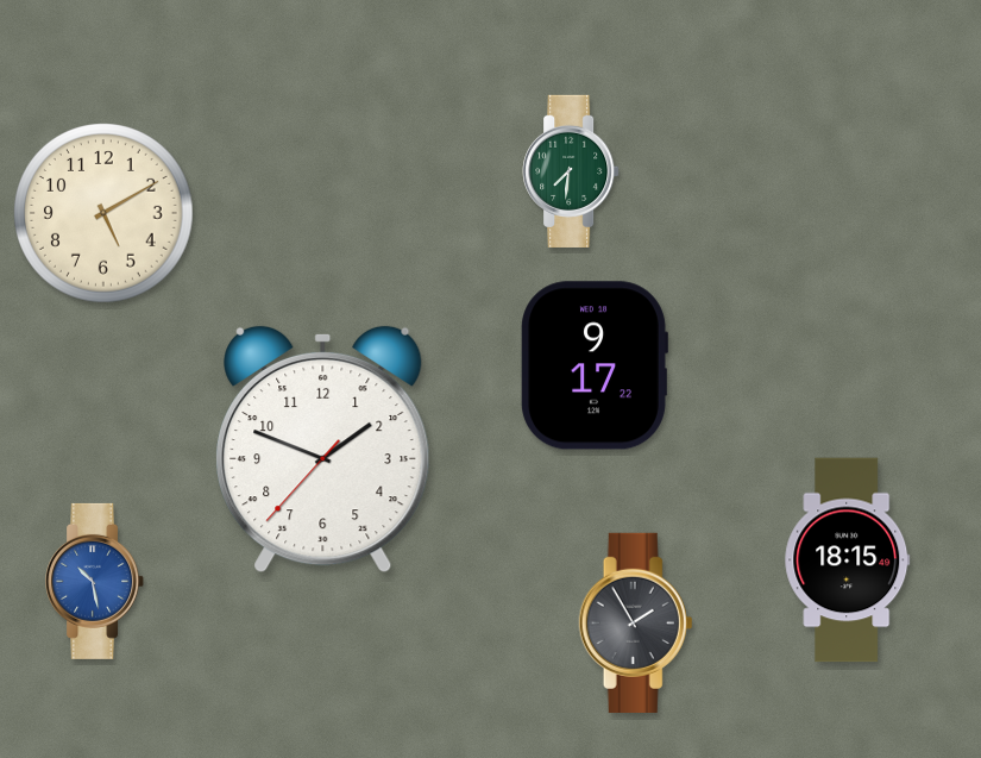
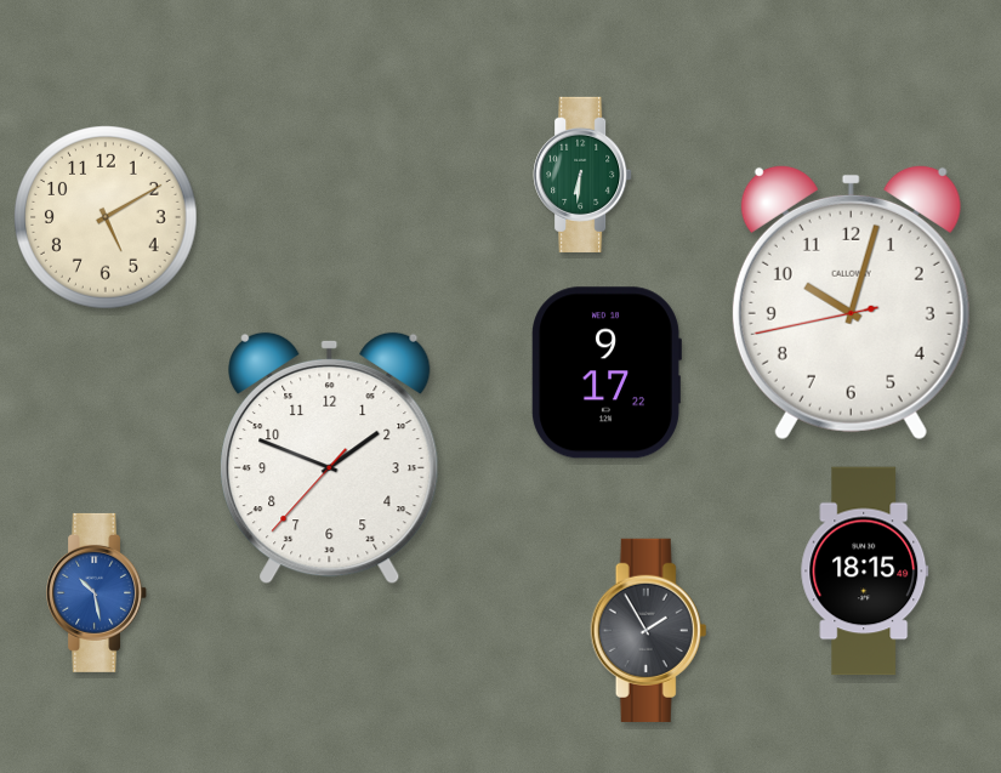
clock at (571, 171): 7:31 -> 6:31
clock at (851, 302): none -> 10:02
clock at (636, 622) position: (636, 622) -> (649, 630)
